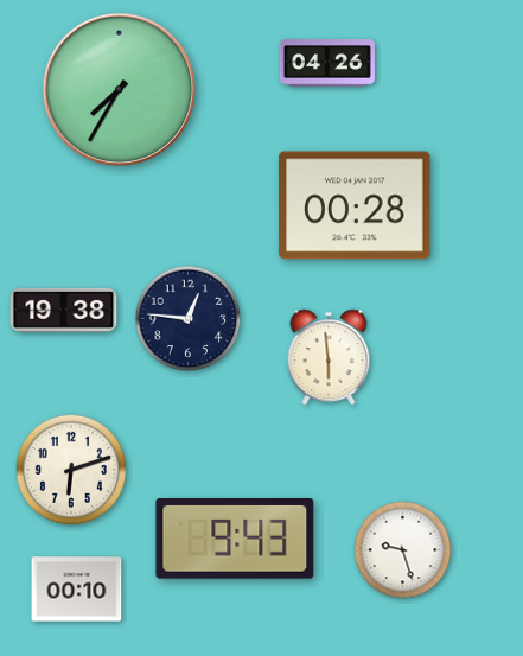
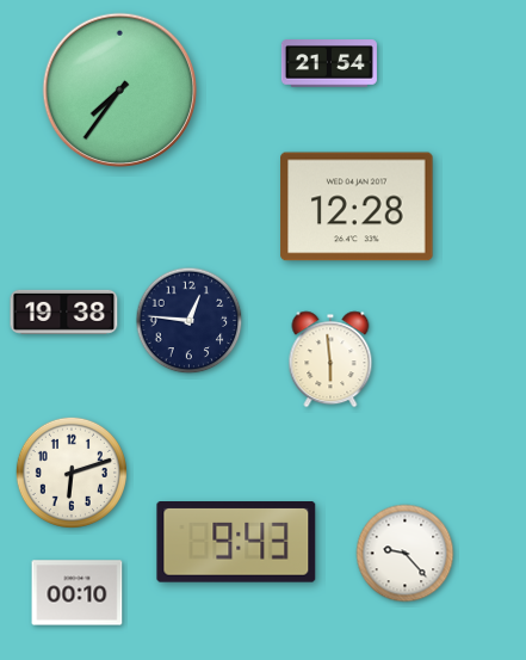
clock at (327, 63): 04:26 -> 21:54
clock at (120, 90): 7:35 -> 7:36
clock at (355, 205): 00:28 -> 12:28
clock at (403, 550): 9:27 -> 9:23
